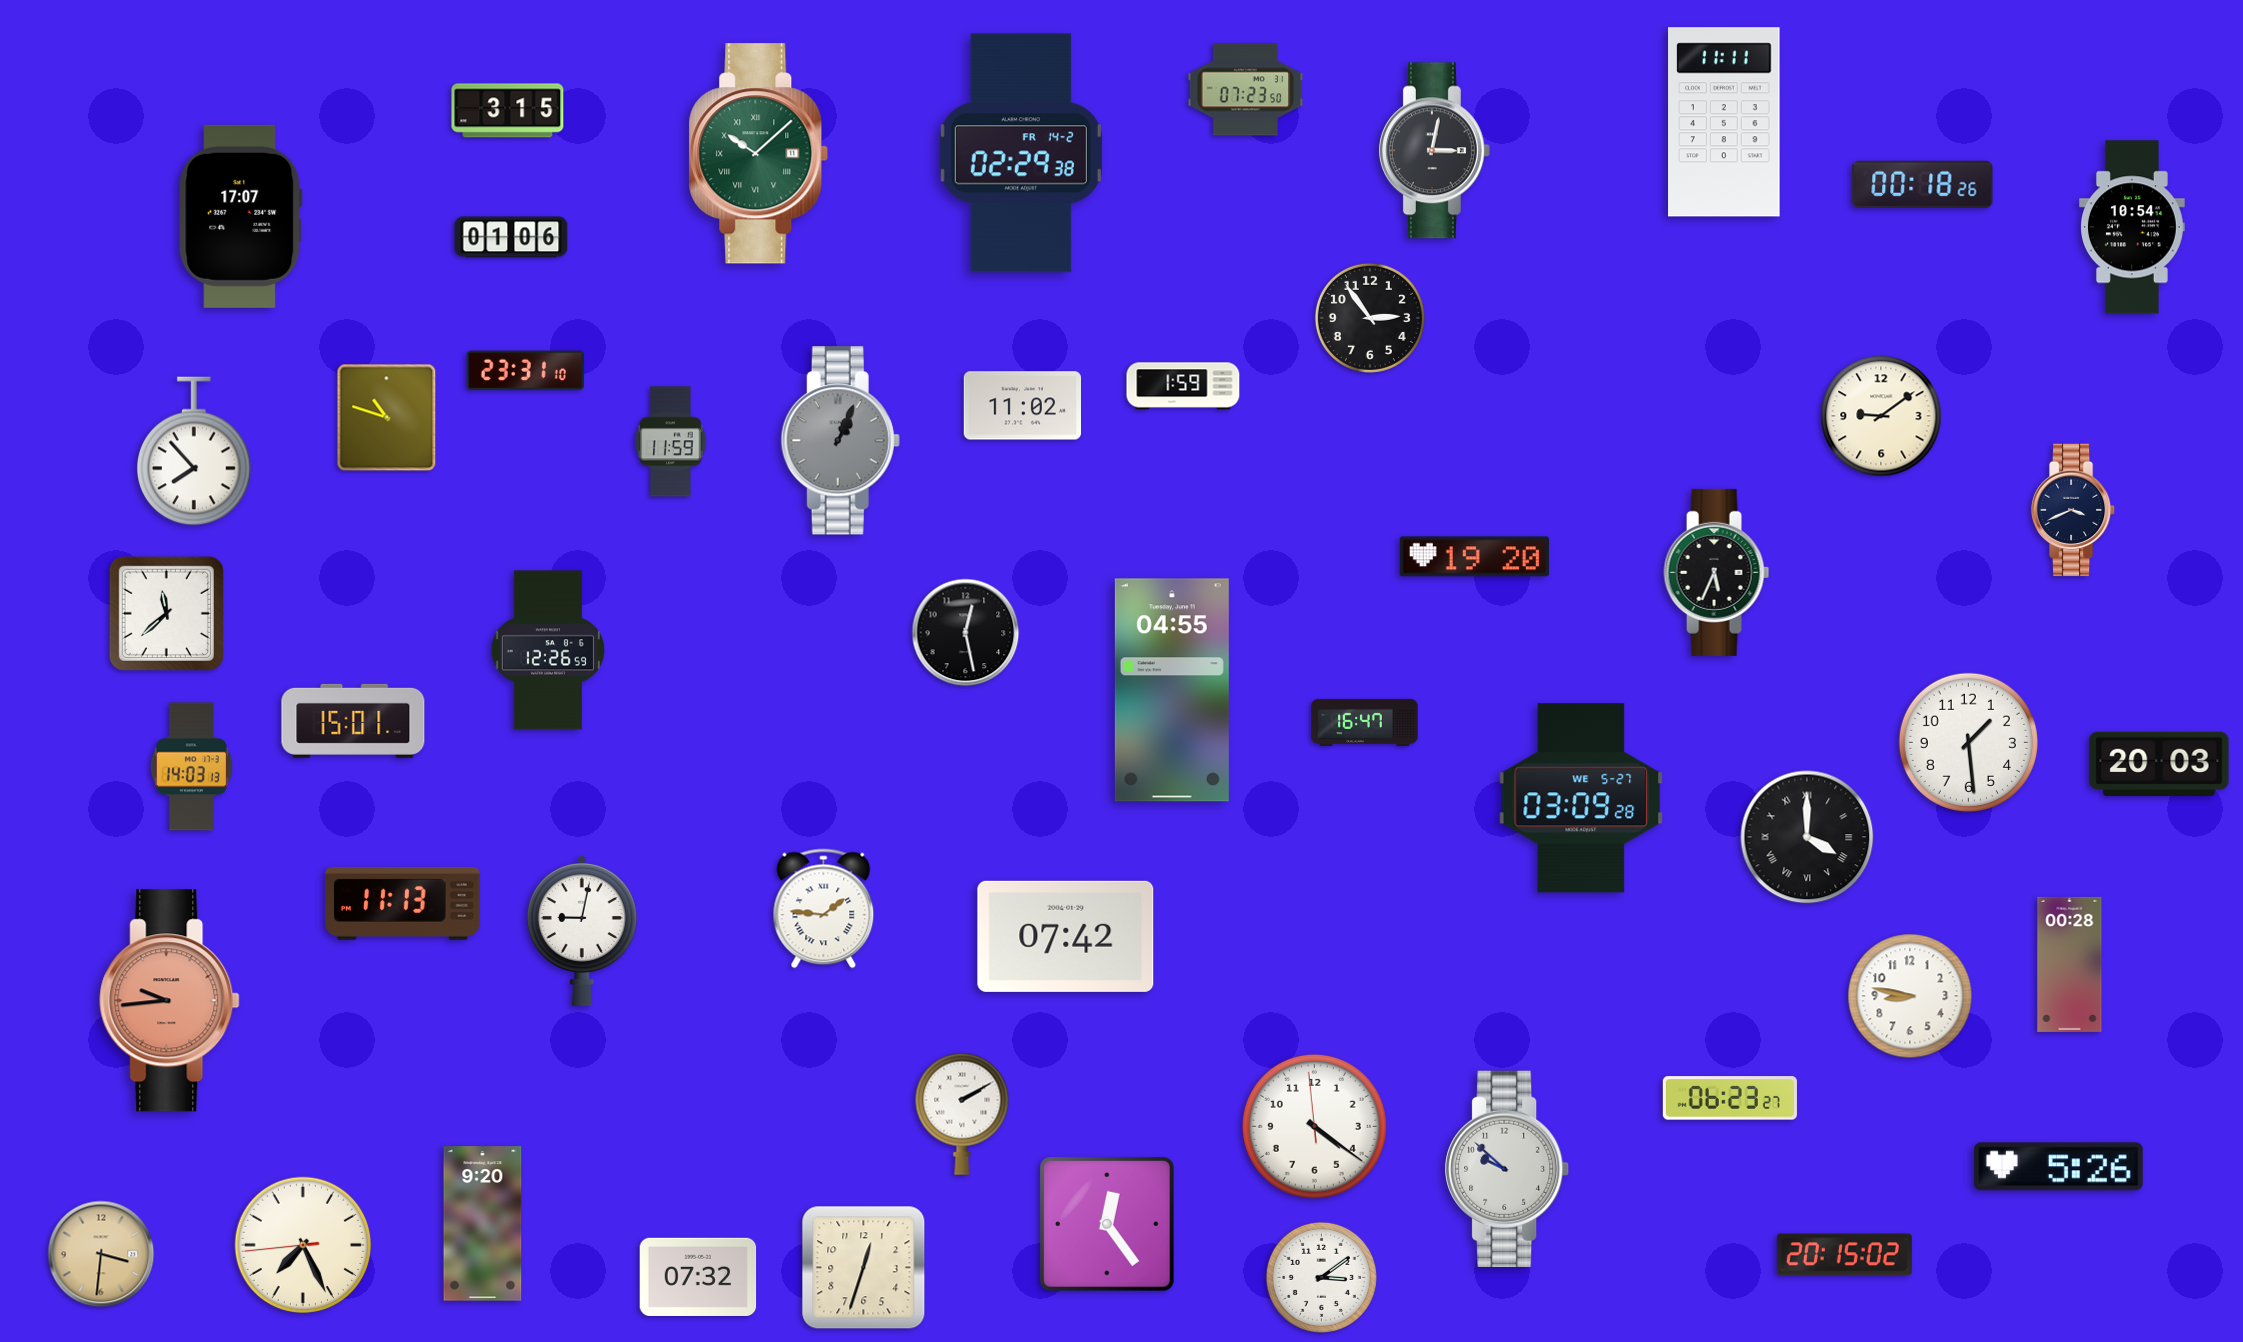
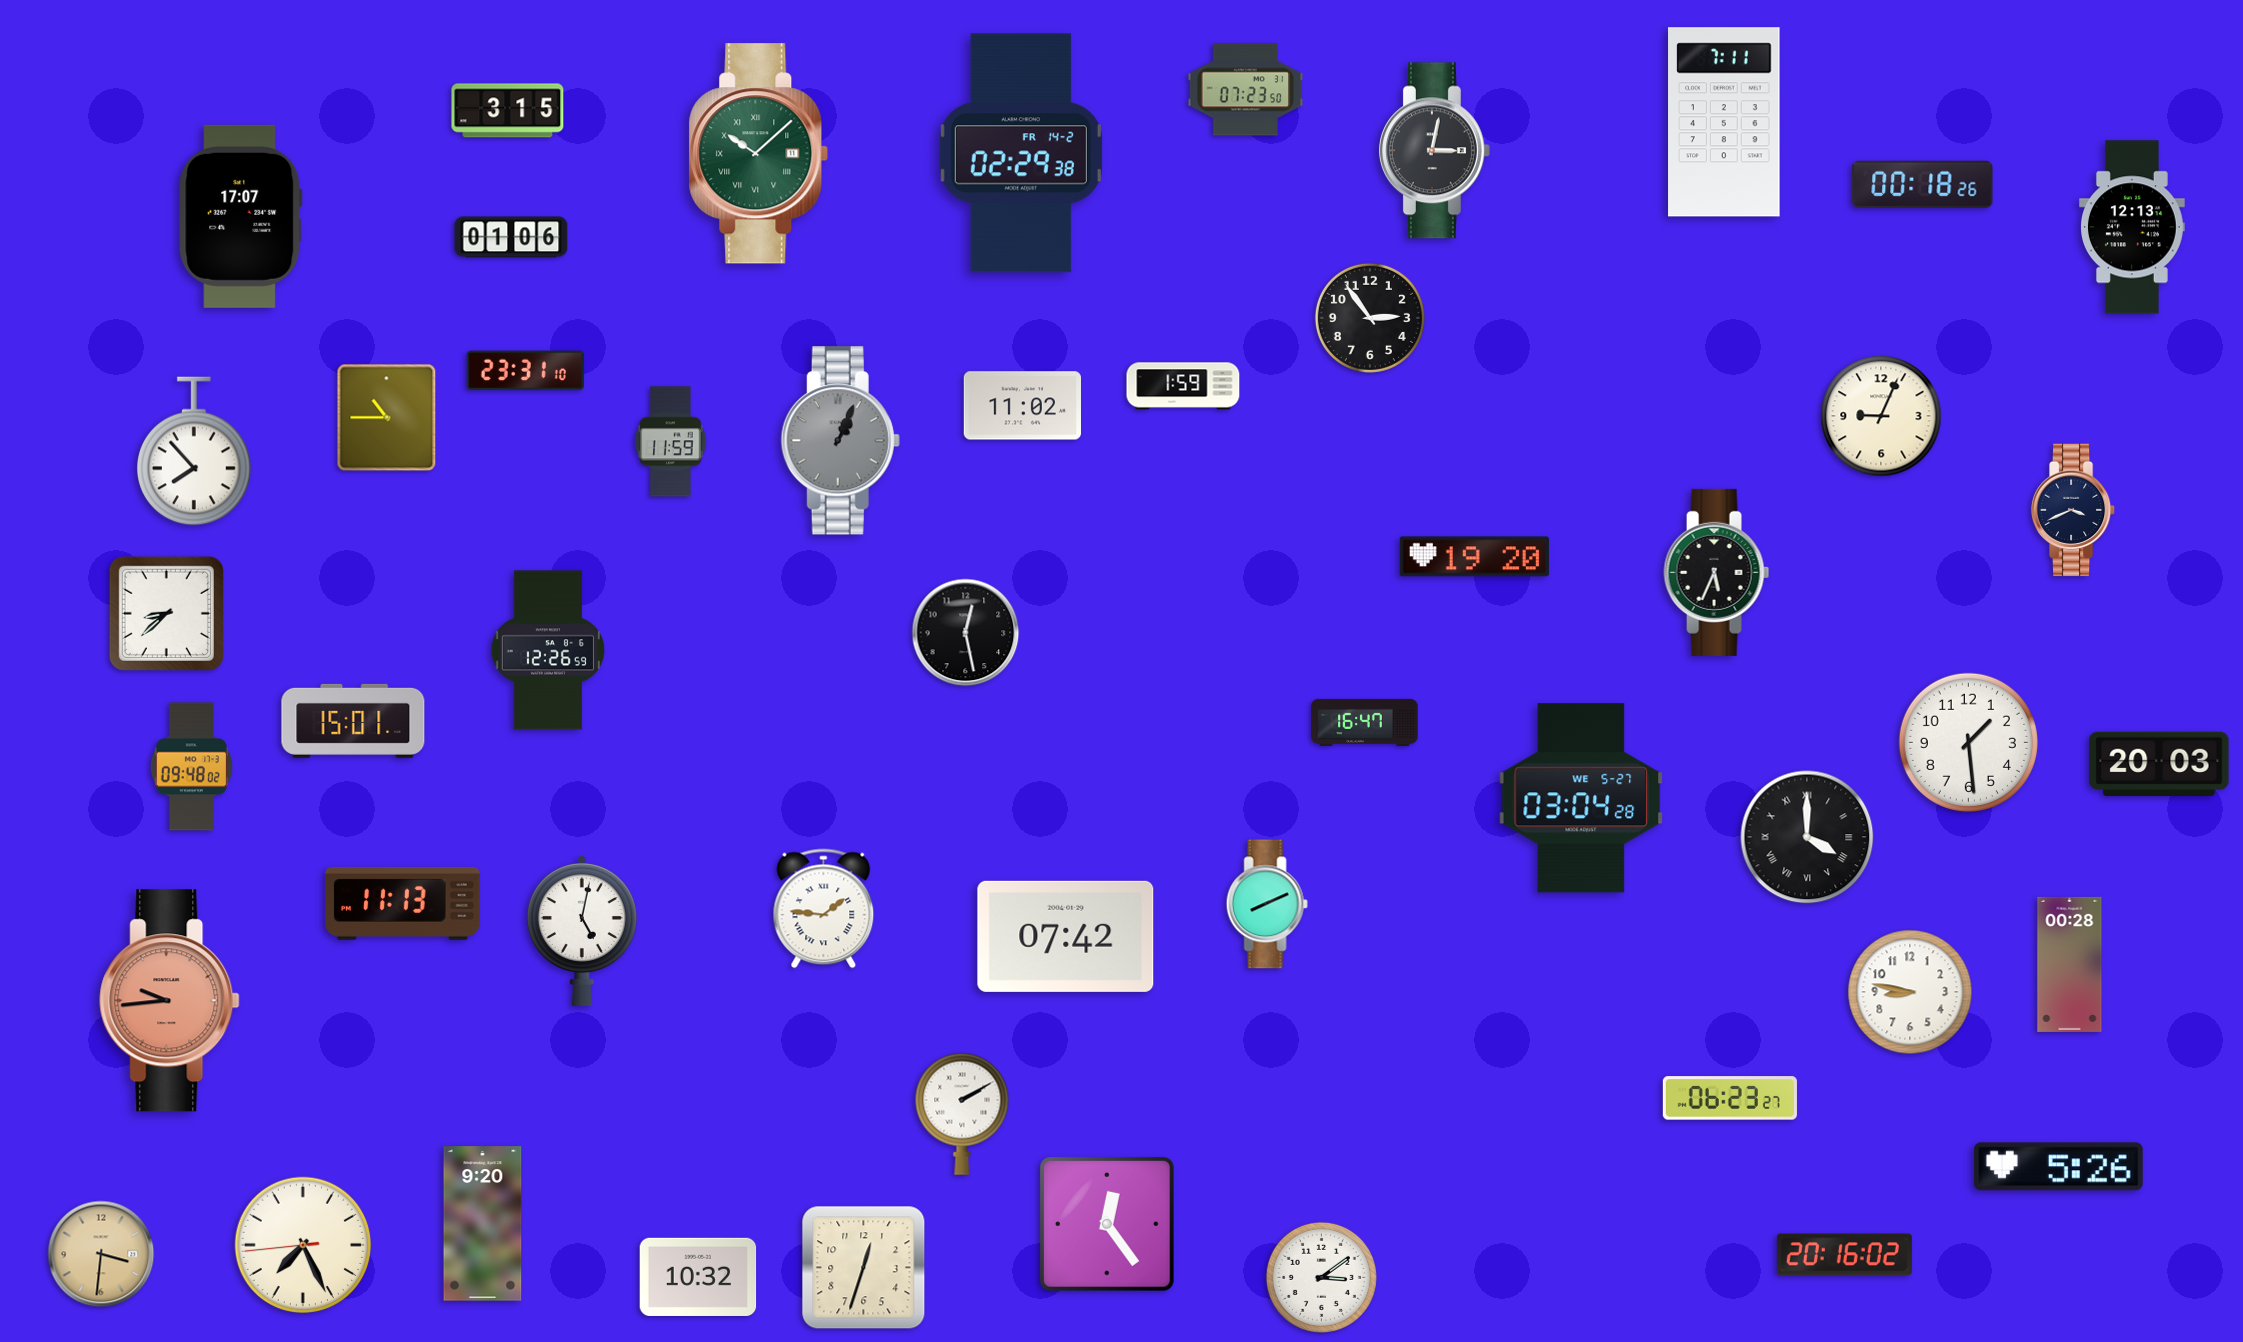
clock at (1724, 122): 11:11 -> 7:11
clock at (2133, 227): 10:54 -> 12:13
clock at (1881, 416): 9:09 -> 9:04
clock at (387, 418): 10:48 -> 10:45
clock at (166, 613): 11:38 -> 8:38
clock at (1172, 690): 04:55 -> none
clock at (191, 767): 14:03 -> 09:48
clock at (1581, 798): 03:09 -> 03:04
clock at (1267, 904): none -> 8:11
clock at (582, 931): 9:02 -> 5:02
clock at (1910, 996) position: (1910, 996) -> (1910, 992)
clock at (1314, 1126): 4:20 -> none
clock at (1508, 1169): 9:52 -> none
clock at (1844, 1255): 20:15 -> 20:16
clock at (698, 1277): 07:32 -> 10:32
